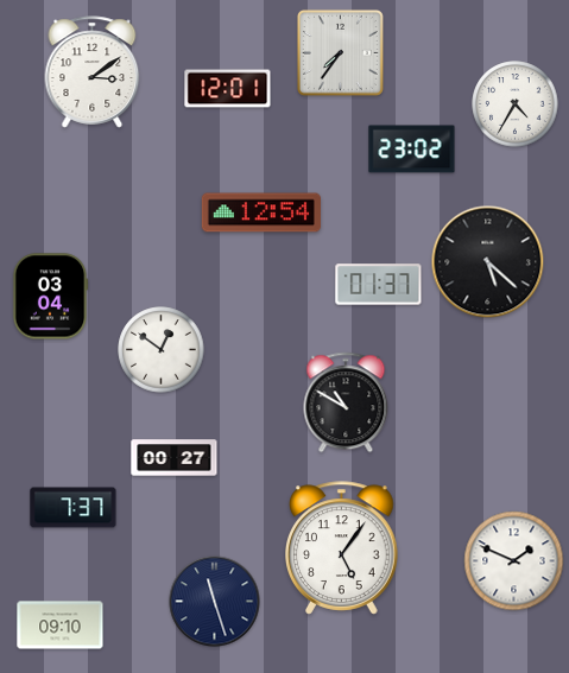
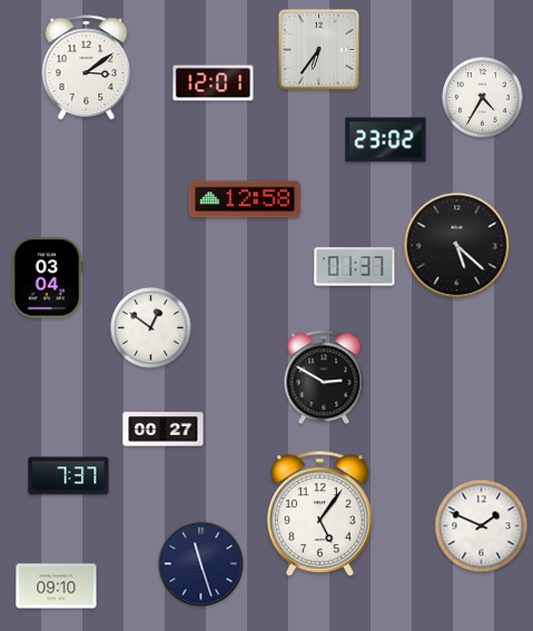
clock at (340, 52): 7:36 -> 6:36
clock at (261, 212): 12:54 -> 12:58
clock at (346, 402): 10:50 -> 2:50
